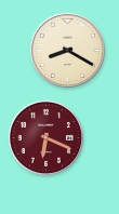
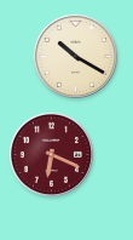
clock at (67, 50): 8:20 -> 10:20
